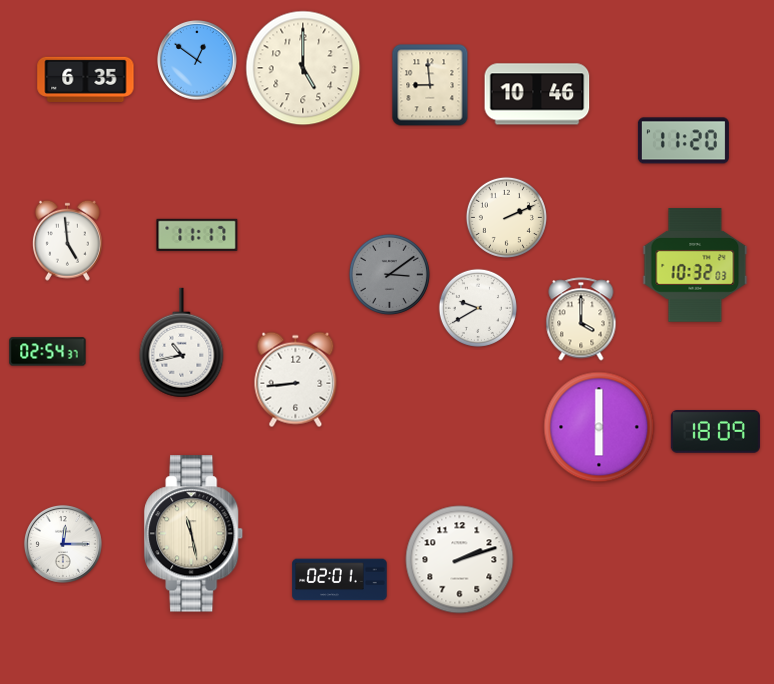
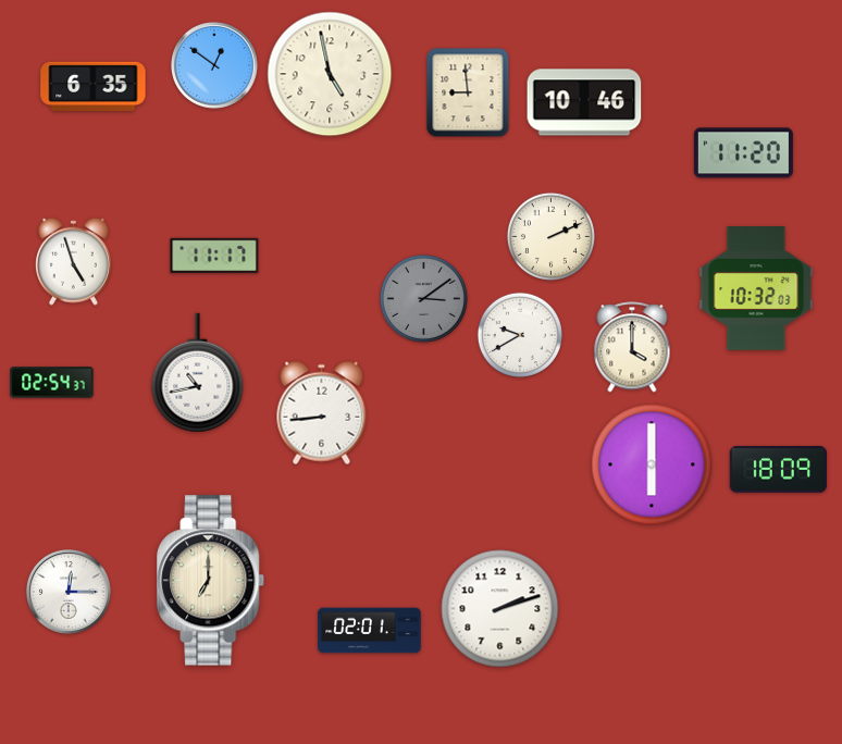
clock at (303, 68): 5:00 -> 4:58
clock at (67, 240): 4:59 -> 4:57
clock at (194, 534): 11:28 -> 7:00
